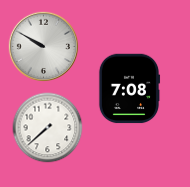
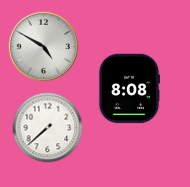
clock at (43, 46): 9:50 -> 4:50
clock at (129, 89): 7:08 -> 8:08
